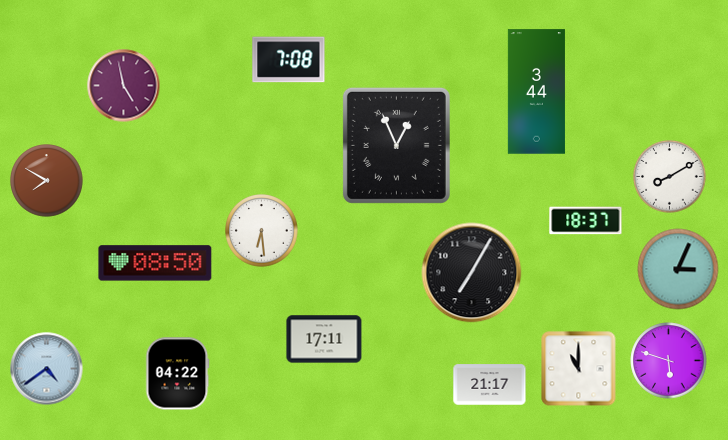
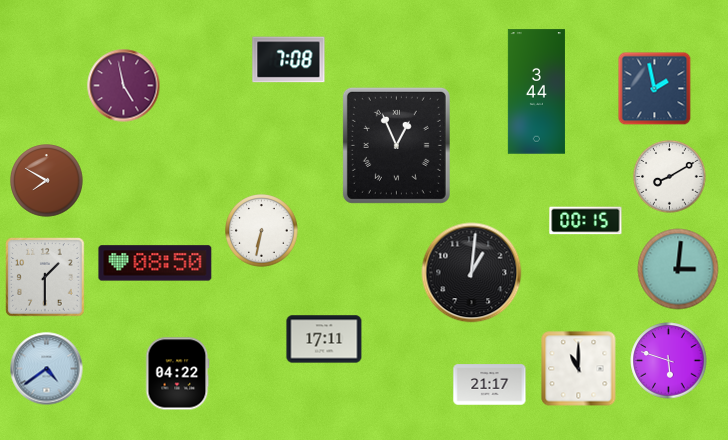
clock at (655, 89): none -> 1:58
clock at (586, 221): 18:37 -> 00:15
clock at (262, 231): 6:29 -> 6:32
clock at (678, 269): 3:04 -> 3:01
clock at (472, 273): 7:05 -> 1:01
clock at (45, 277): none -> 1:30
